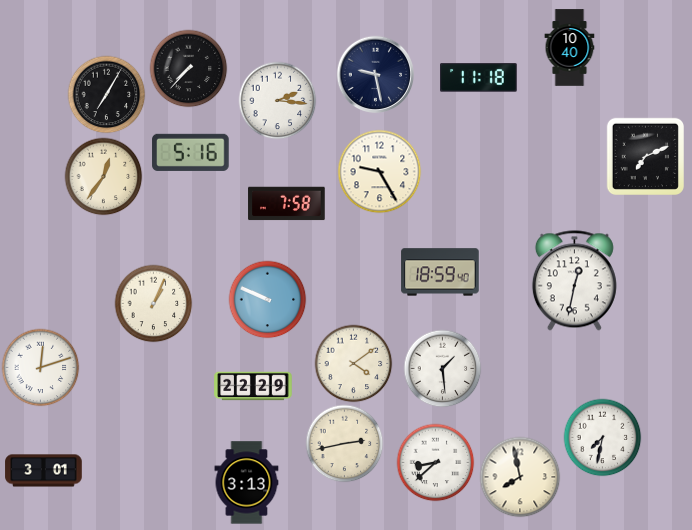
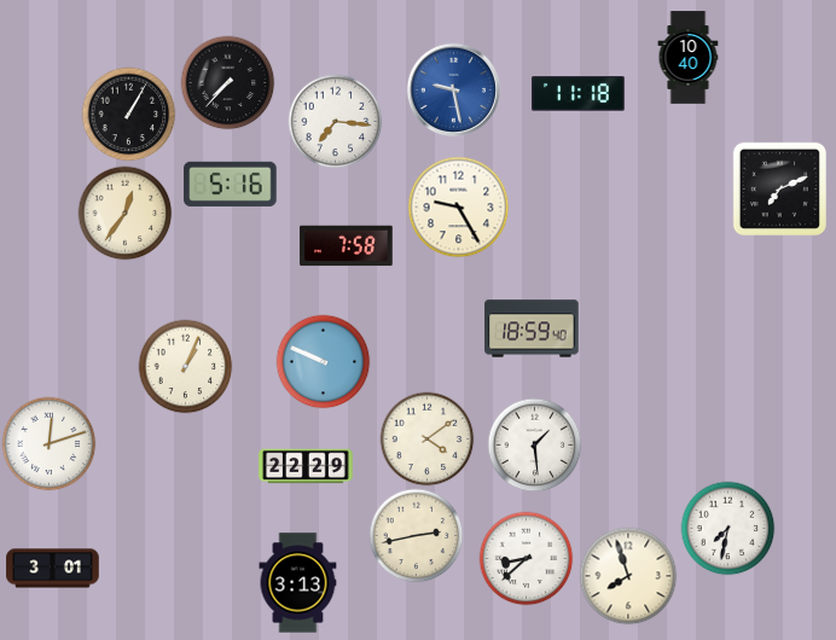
clock at (375, 74) dial: navy -> blue
clock at (106, 94): 7:05 -> 1:05
clock at (277, 100): 2:16 -> 7:16
clock at (574, 281): 12:32 -> none
clock at (520, 477): 7:58 -> 7:57
